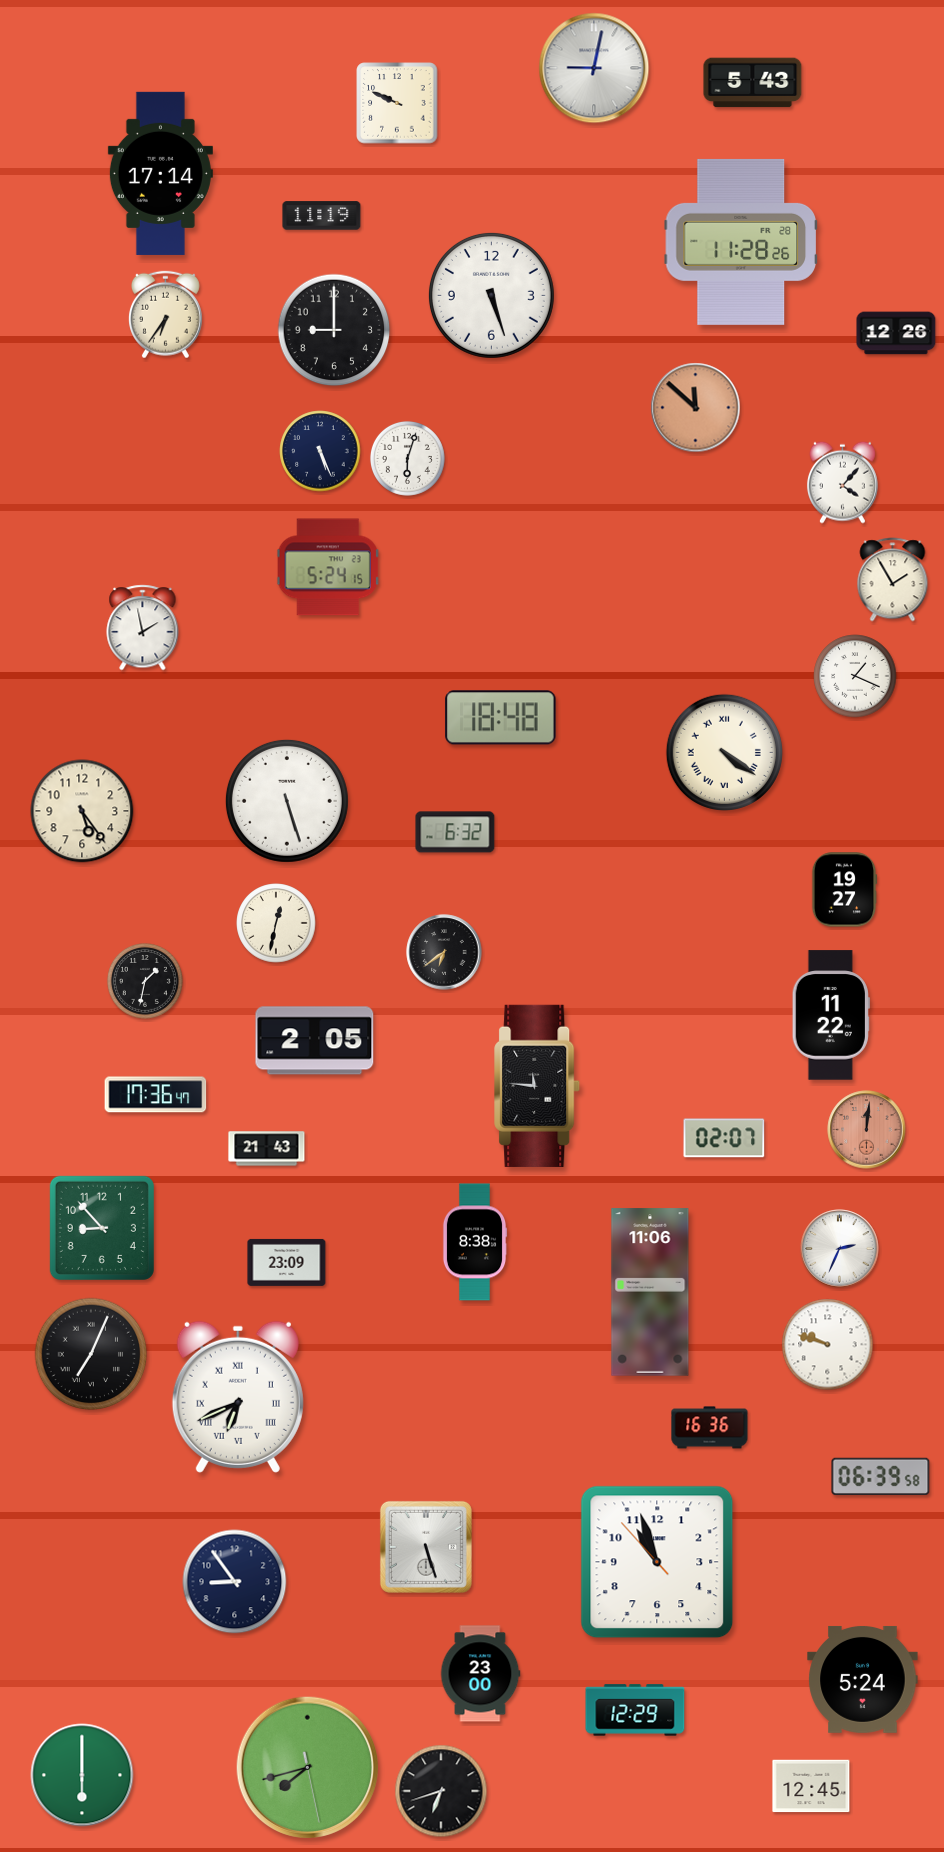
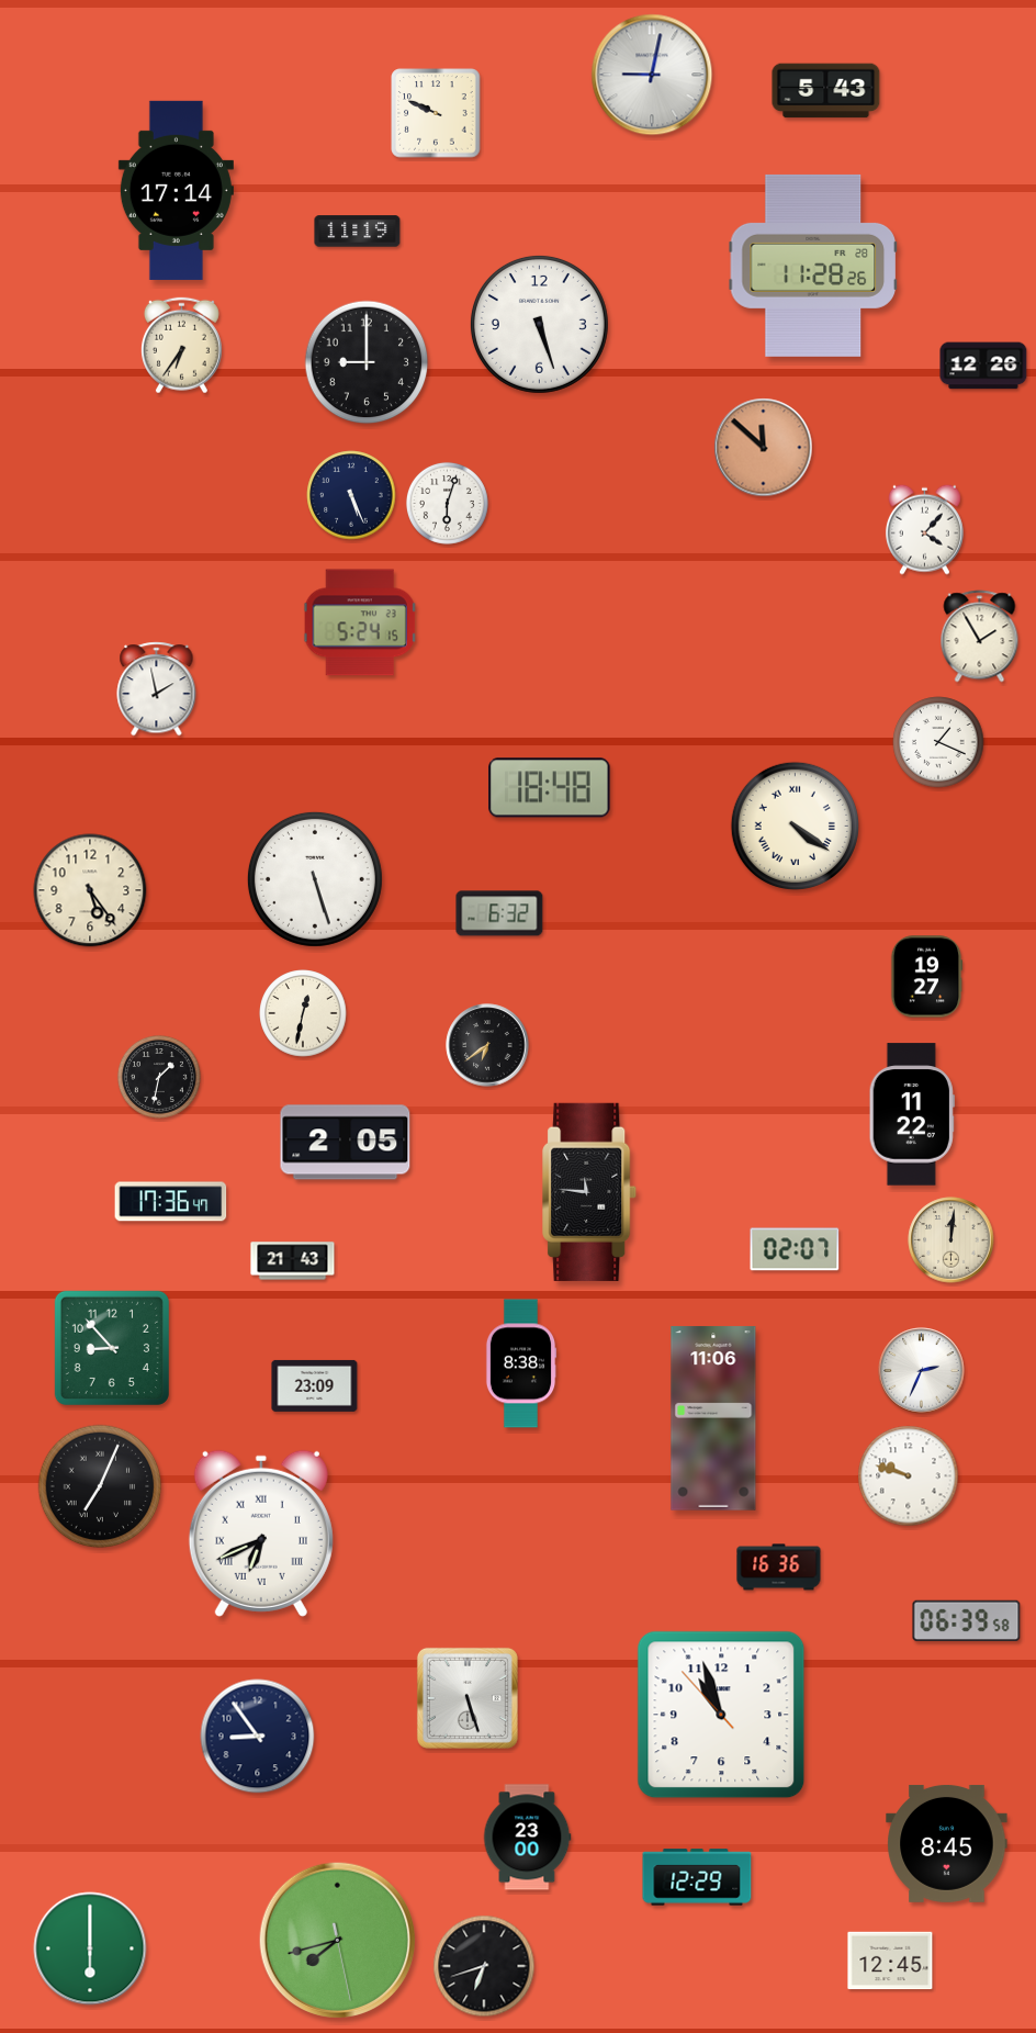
clock at (322, 216) position: (322, 216) -> (358, 232)
clock at (867, 1130) dial: salmon -> cream
clock at (863, 1679): 5:24 -> 8:45
